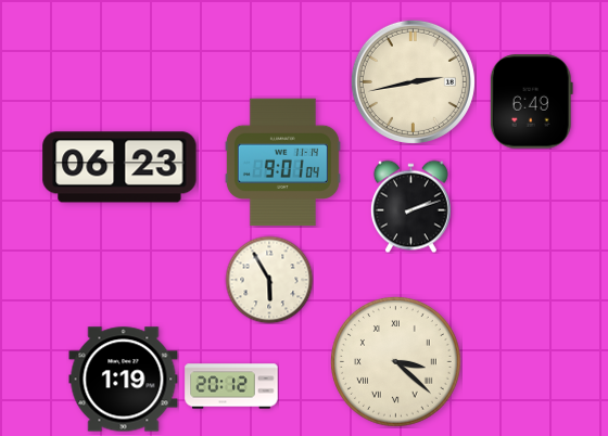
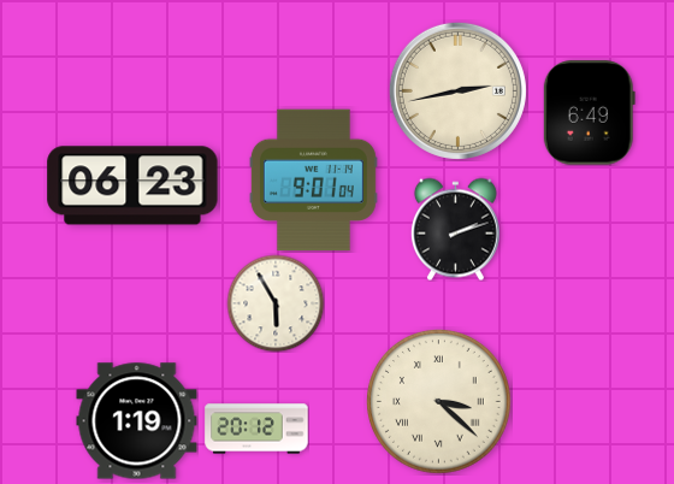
clock at (269, 280) position: (269, 280) -> (276, 303)
